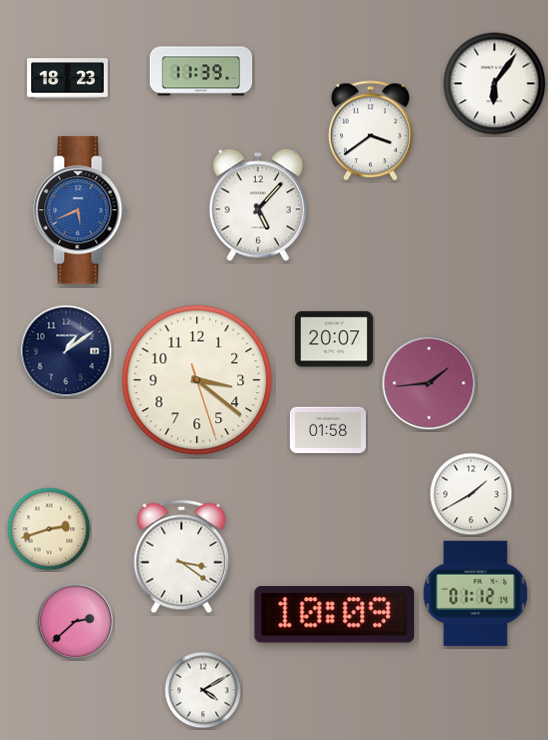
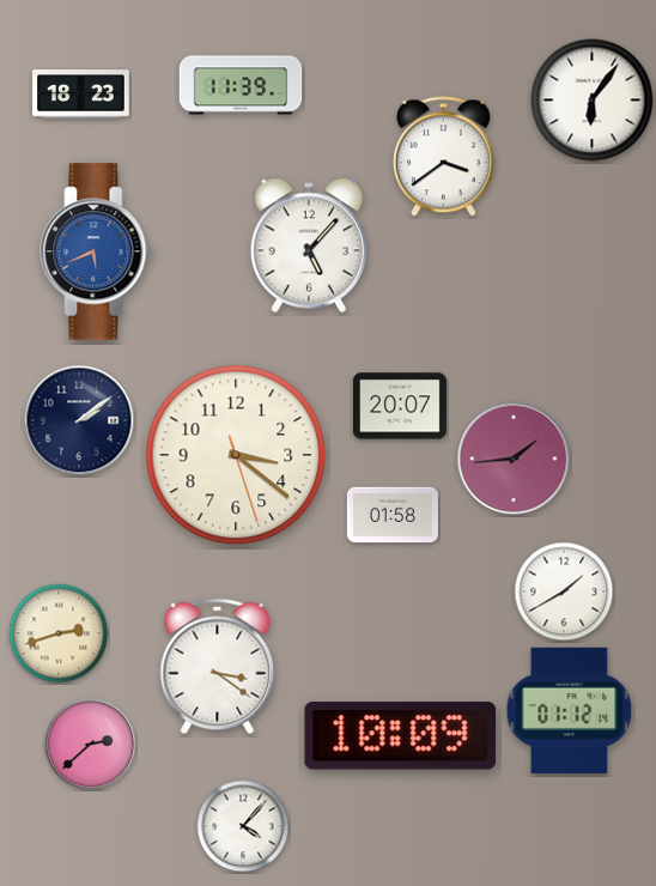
clock at (66, 351): 1:09 -> 2:09
clock at (203, 690): 4:10 -> 4:07
